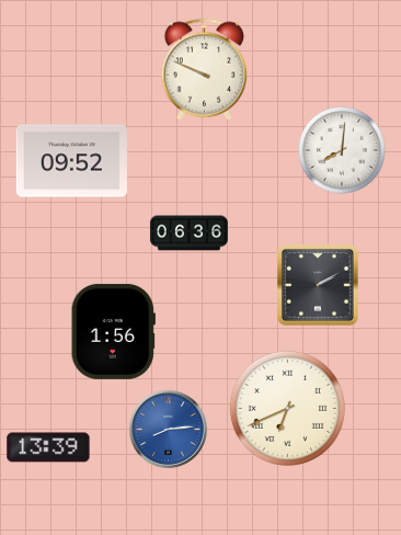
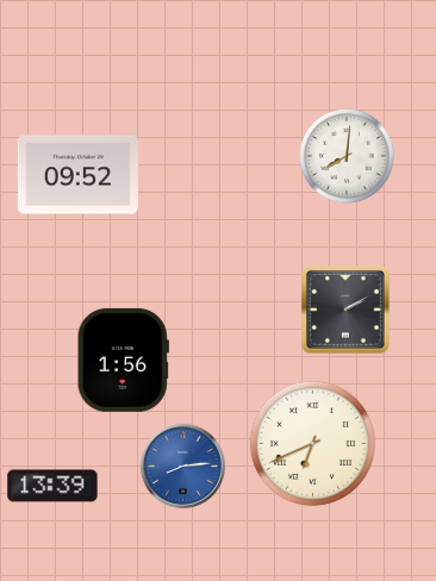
clock at (205, 69): 9:49 -> none
clock at (343, 151) position: (343, 151) -> (348, 157)
clock at (188, 234): 06:36 -> none
